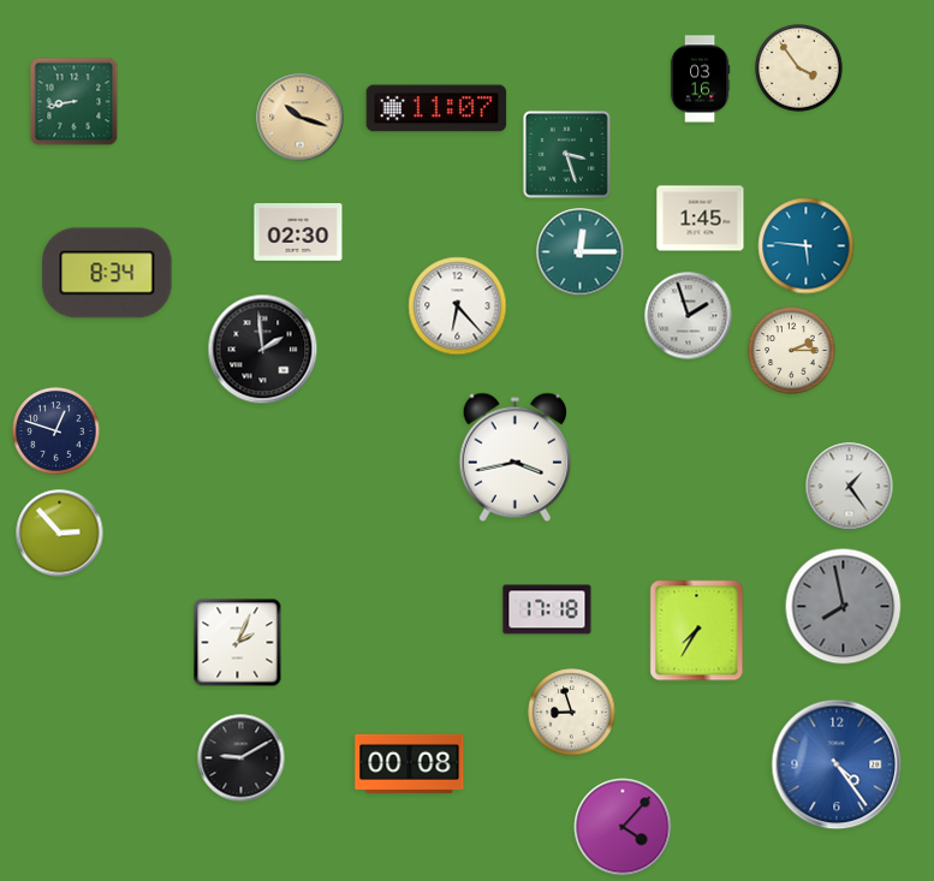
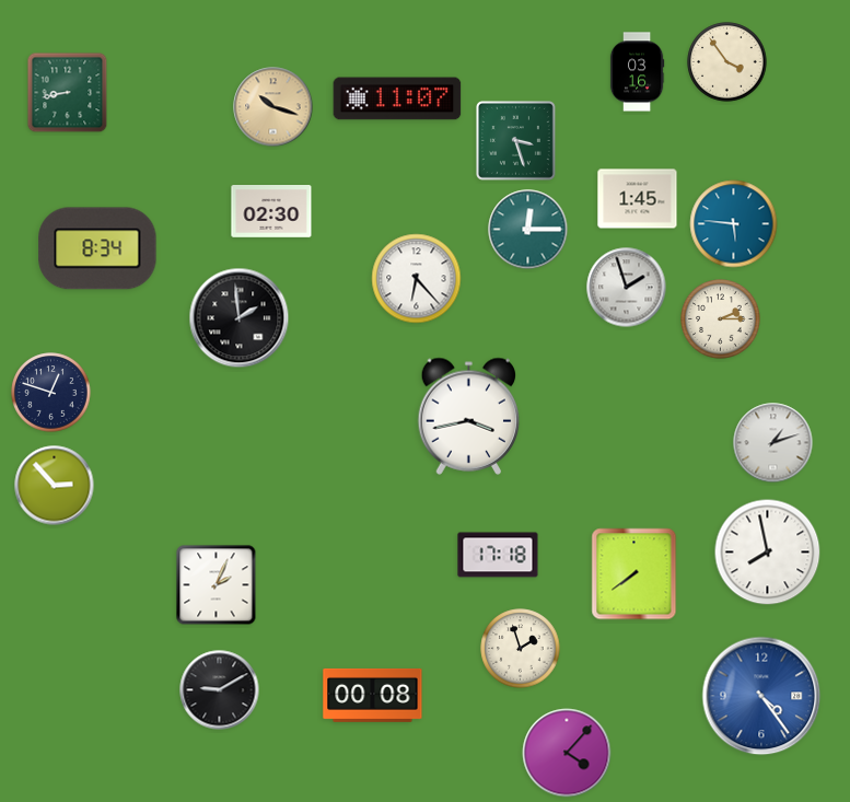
clock at (850, 487): 1:24 -> 1:12
clock at (844, 607) dial: grey -> white
clock at (697, 631): 7:35 -> 7:39
clock at (572, 713): 8:57 -> 1:57
